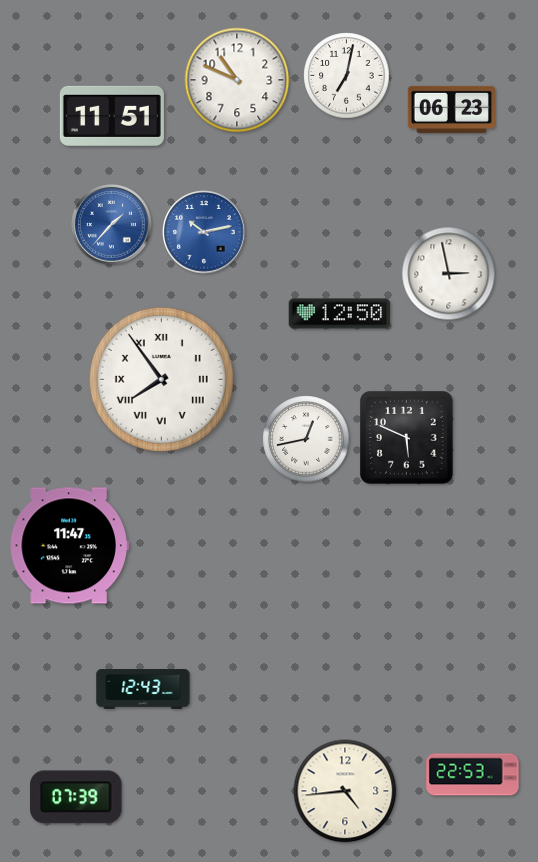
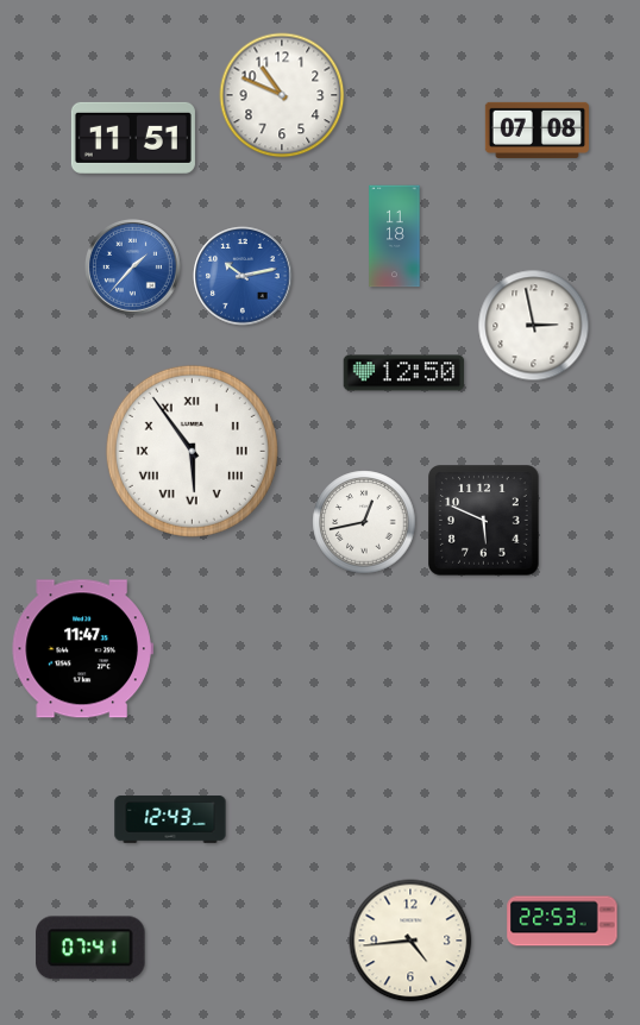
clock at (347, 76): 7:02 -> none
clock at (451, 109): 06:23 -> 07:08
clock at (395, 237): none -> 11:18
clock at (161, 379): 7:54 -> 5:54
clock at (76, 797): 07:39 -> 07:41
